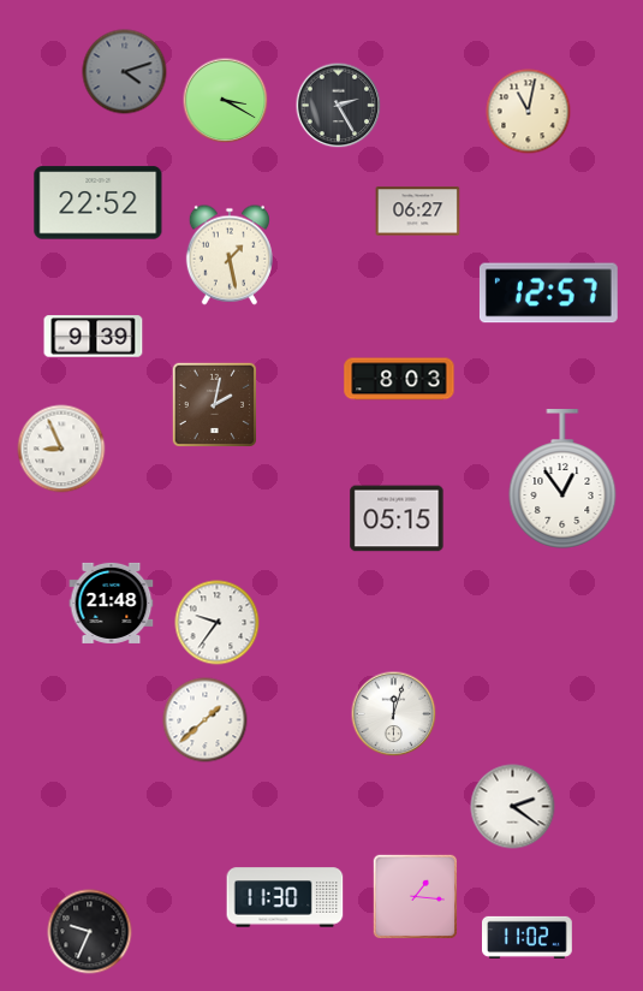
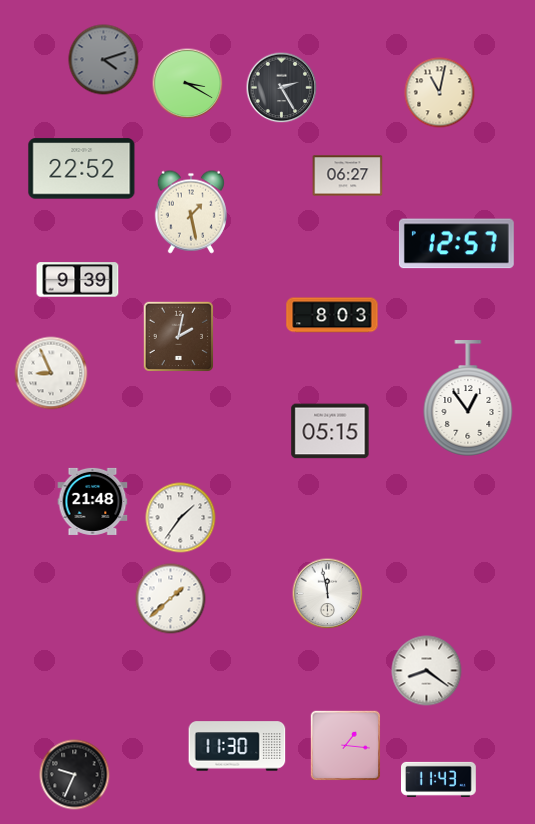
clock at (218, 623): 9:36 -> 1:36
clock at (394, 714): 12:03 -> 11:58
clock at (513, 807): 2:21 -> 8:21
clock at (528, 937): 11:02 -> 11:43
